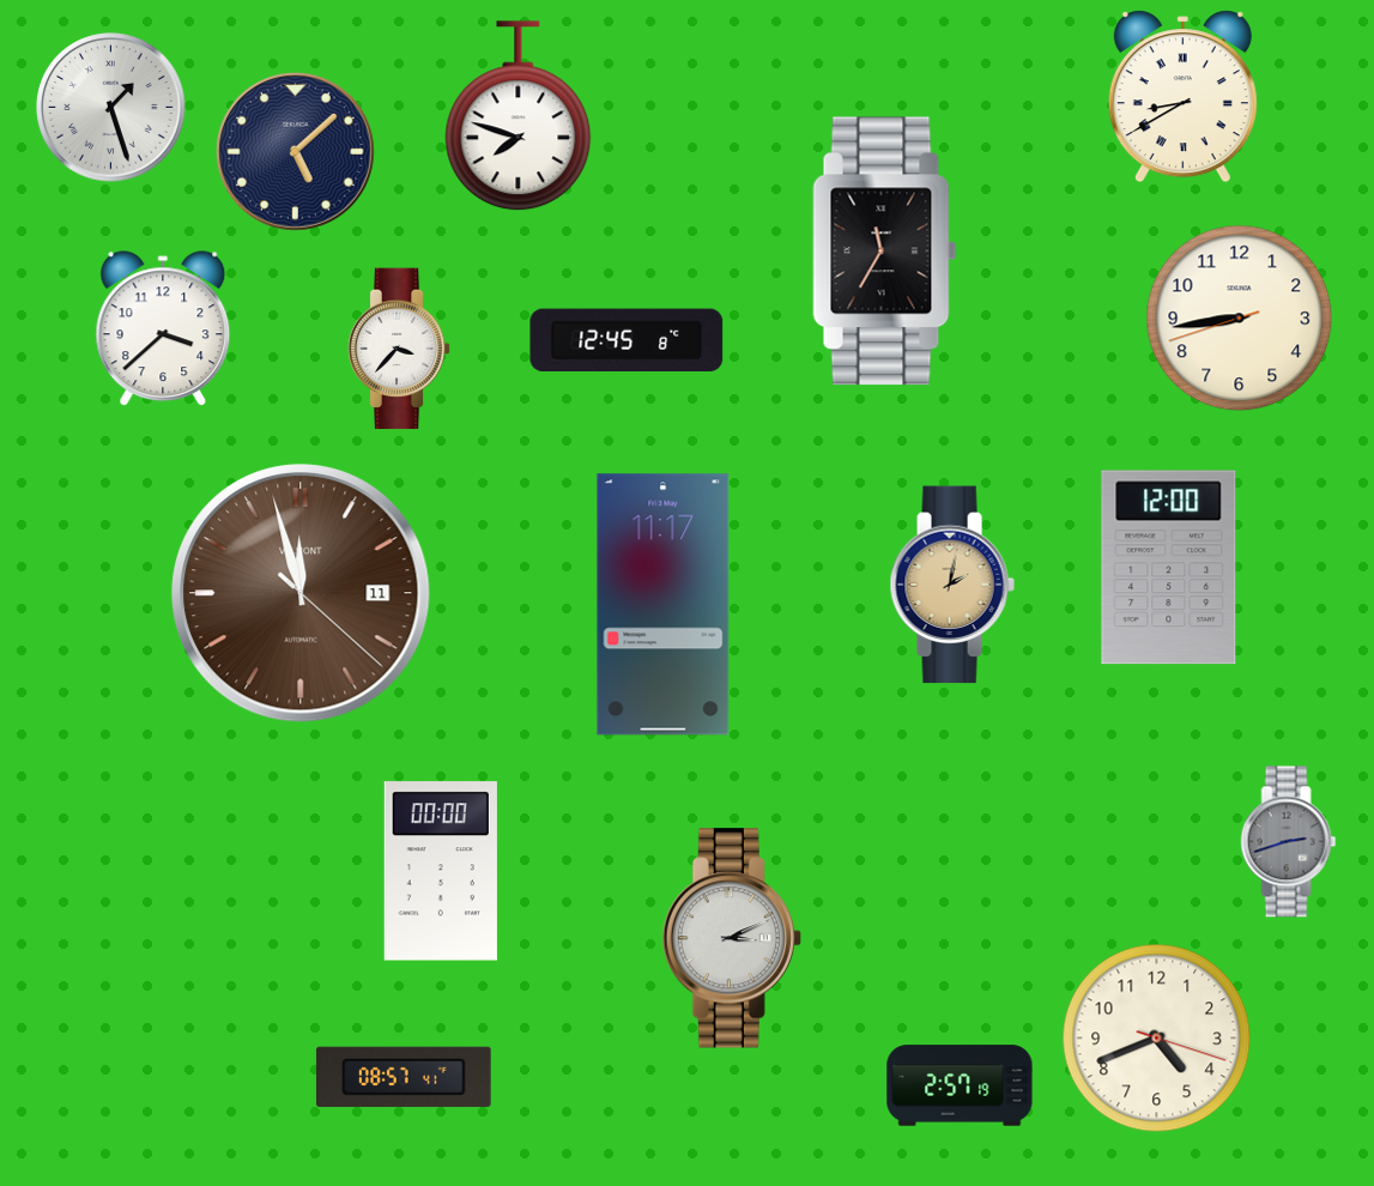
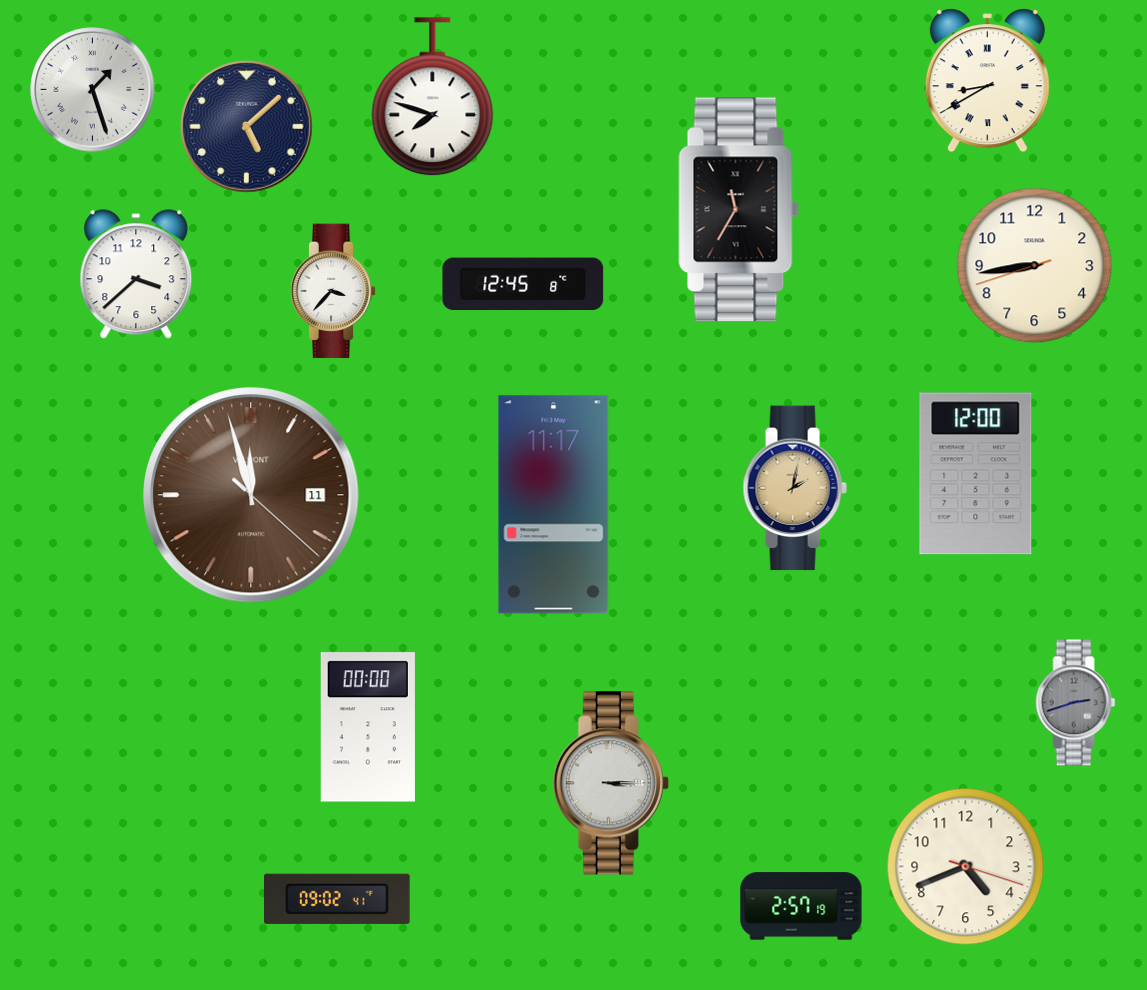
clock at (732, 938): 3:11 -> 3:15
clock at (404, 1077): 08:57 -> 09:02
